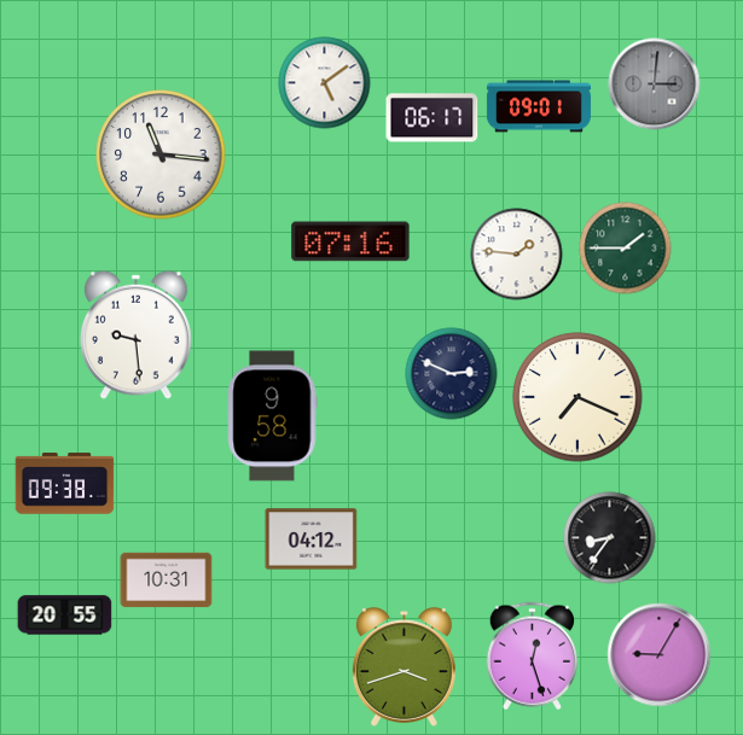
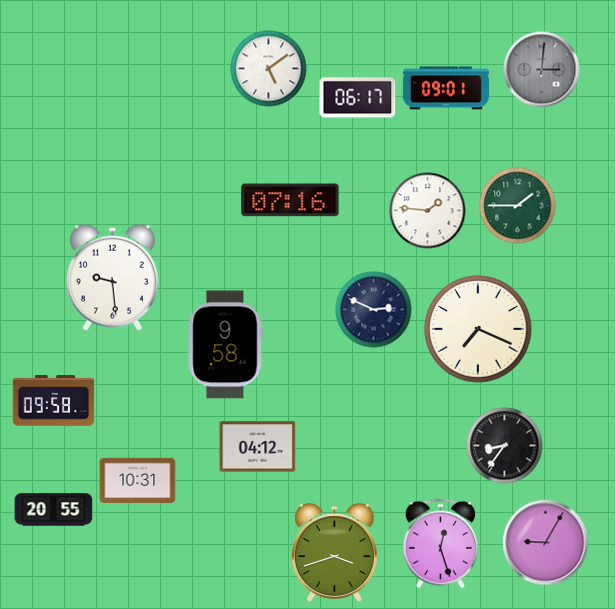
clock at (161, 154): 11:16 -> none
clock at (65, 484): 09:38 -> 09:58
